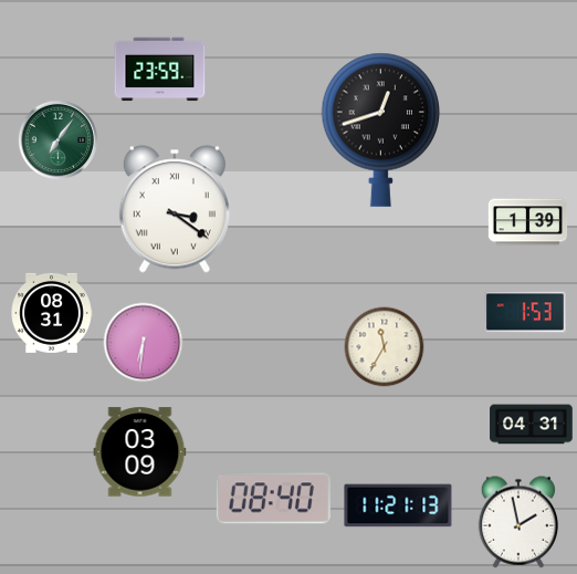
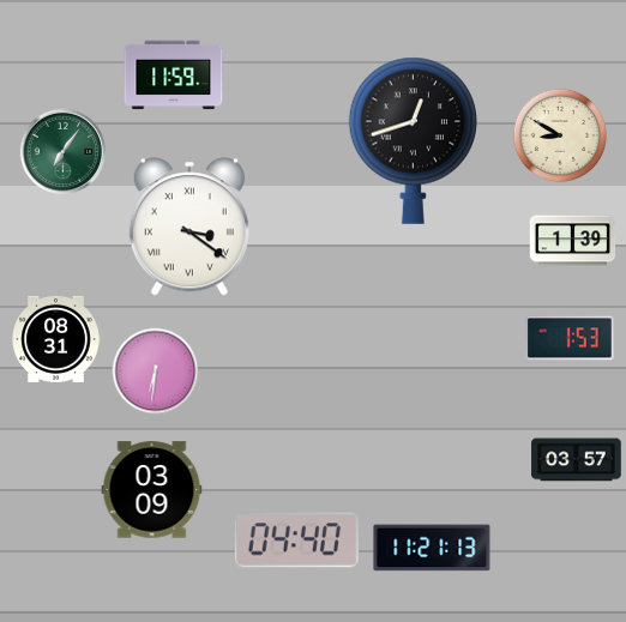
clock at (160, 70): 23:59 -> 11:59
clock at (560, 135): none -> 8:50
clock at (385, 347): 11:35 -> none
clock at (532, 425): 04:31 -> 03:57
clock at (273, 499): 08:40 -> 04:40
clock at (517, 522): 1:58 -> none
